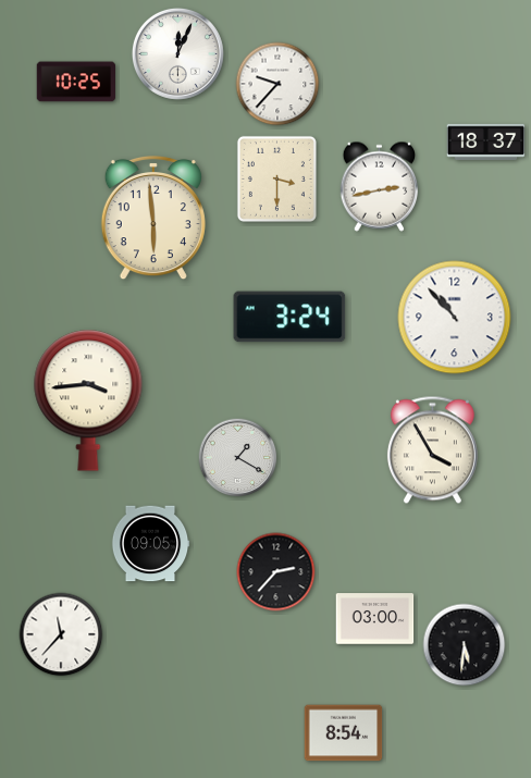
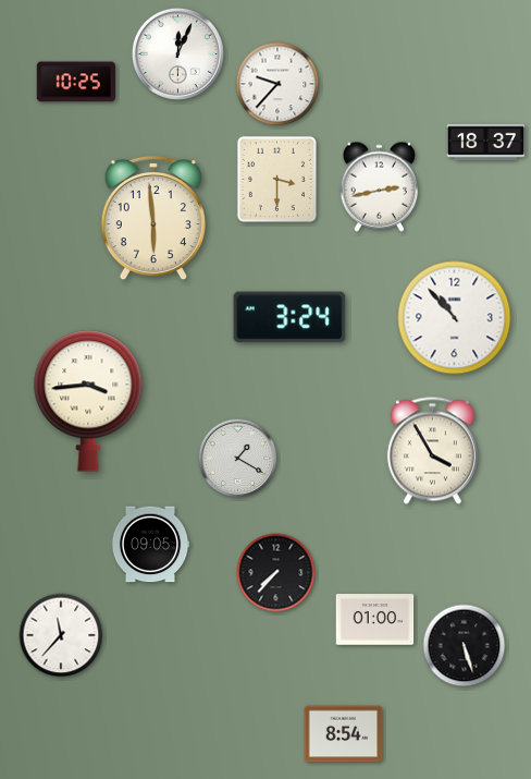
clock at (276, 572): 2:37 -> 7:37
clock at (375, 619): 03:00 -> 01:00
clock at (465, 645): 5:31 -> 5:27
